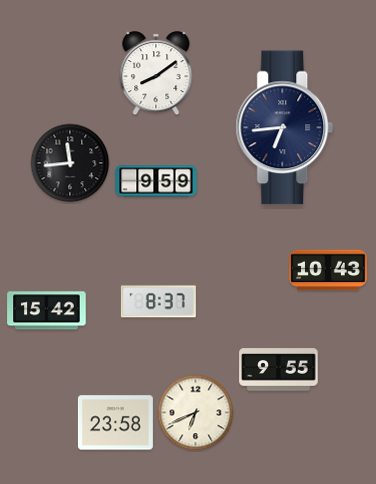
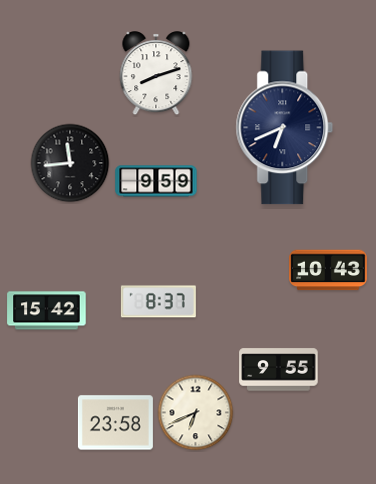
clock at (156, 74): 8:09 -> 8:12
clock at (285, 128): 6:44 -> 6:41
